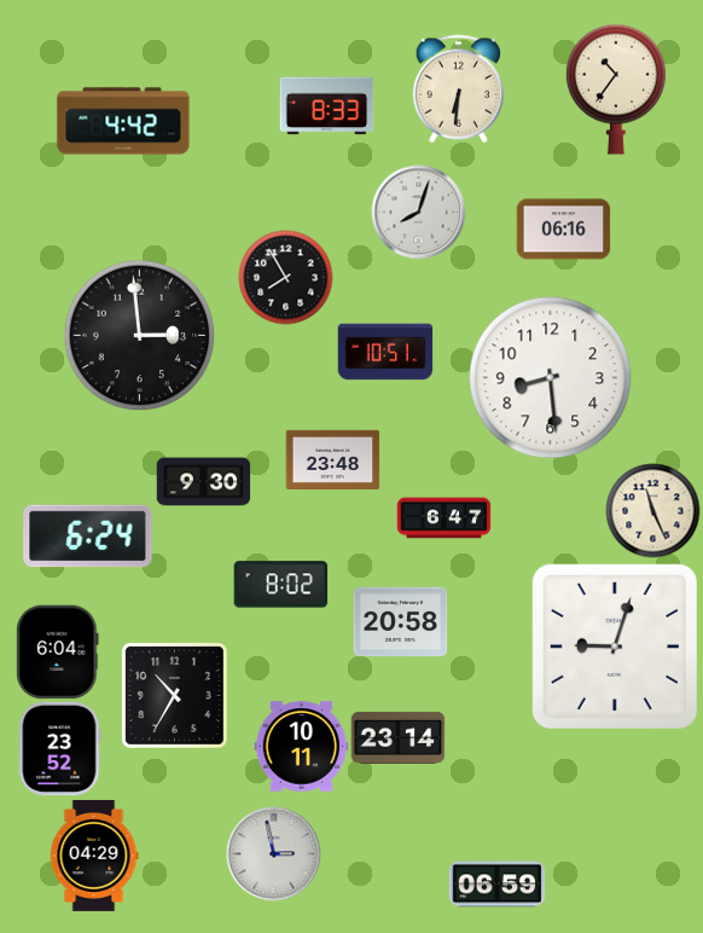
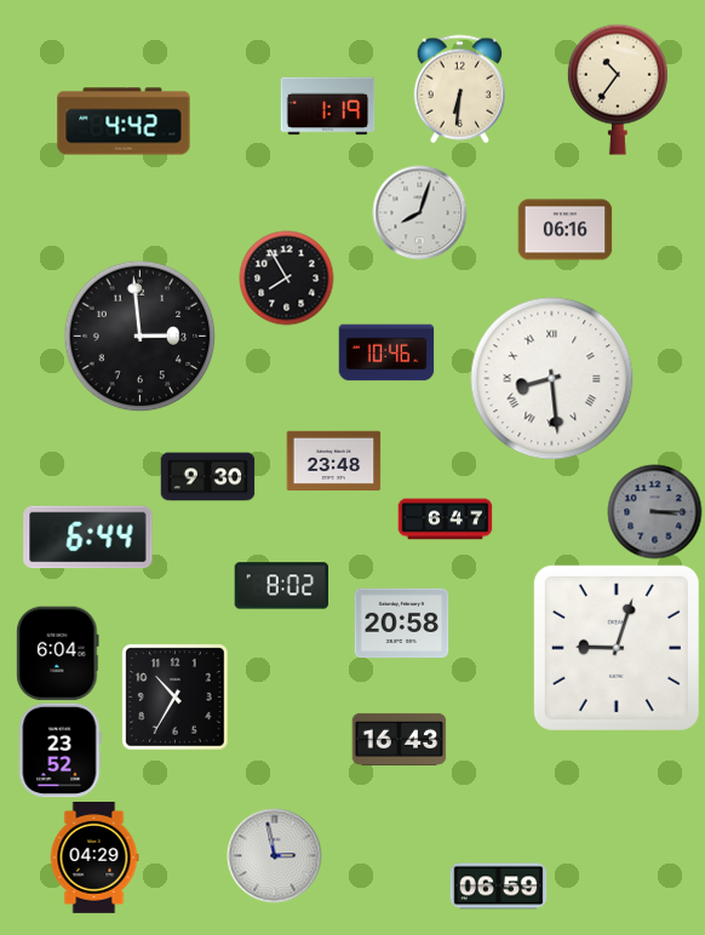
clock at (326, 106): 8:33 -> 1:19
clock at (385, 352): 10:51 -> 10:46
clock at (551, 378) numerals: Arabic -> Roman
clock at (203, 482) position: (203, 482) -> (207, 477)
clock at (652, 510): 11:26 -> 3:15
clock at (652, 510) dial: cream -> grey
clock at (88, 537): 6:24 -> 6:44
clock at (397, 737): 23:14 -> 16:43
clock at (301, 747): 10:11 -> none
